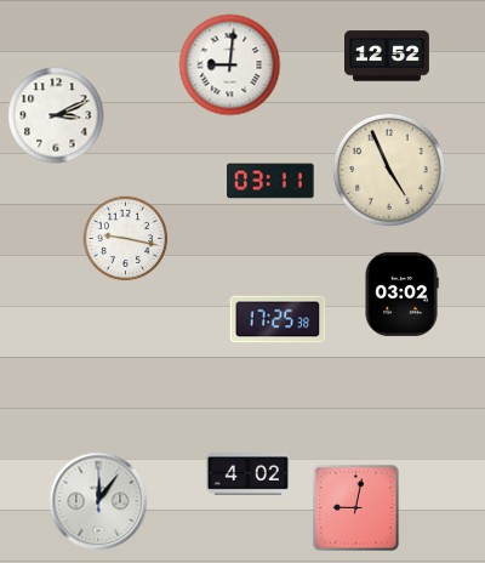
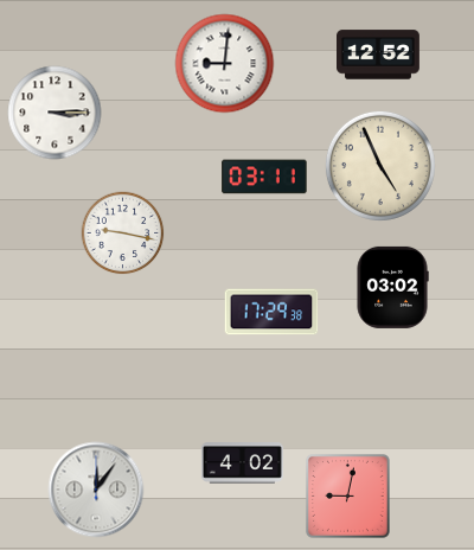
clock at (56, 115): 3:11 -> 3:15
clock at (278, 319): 17:25 -> 17:29
